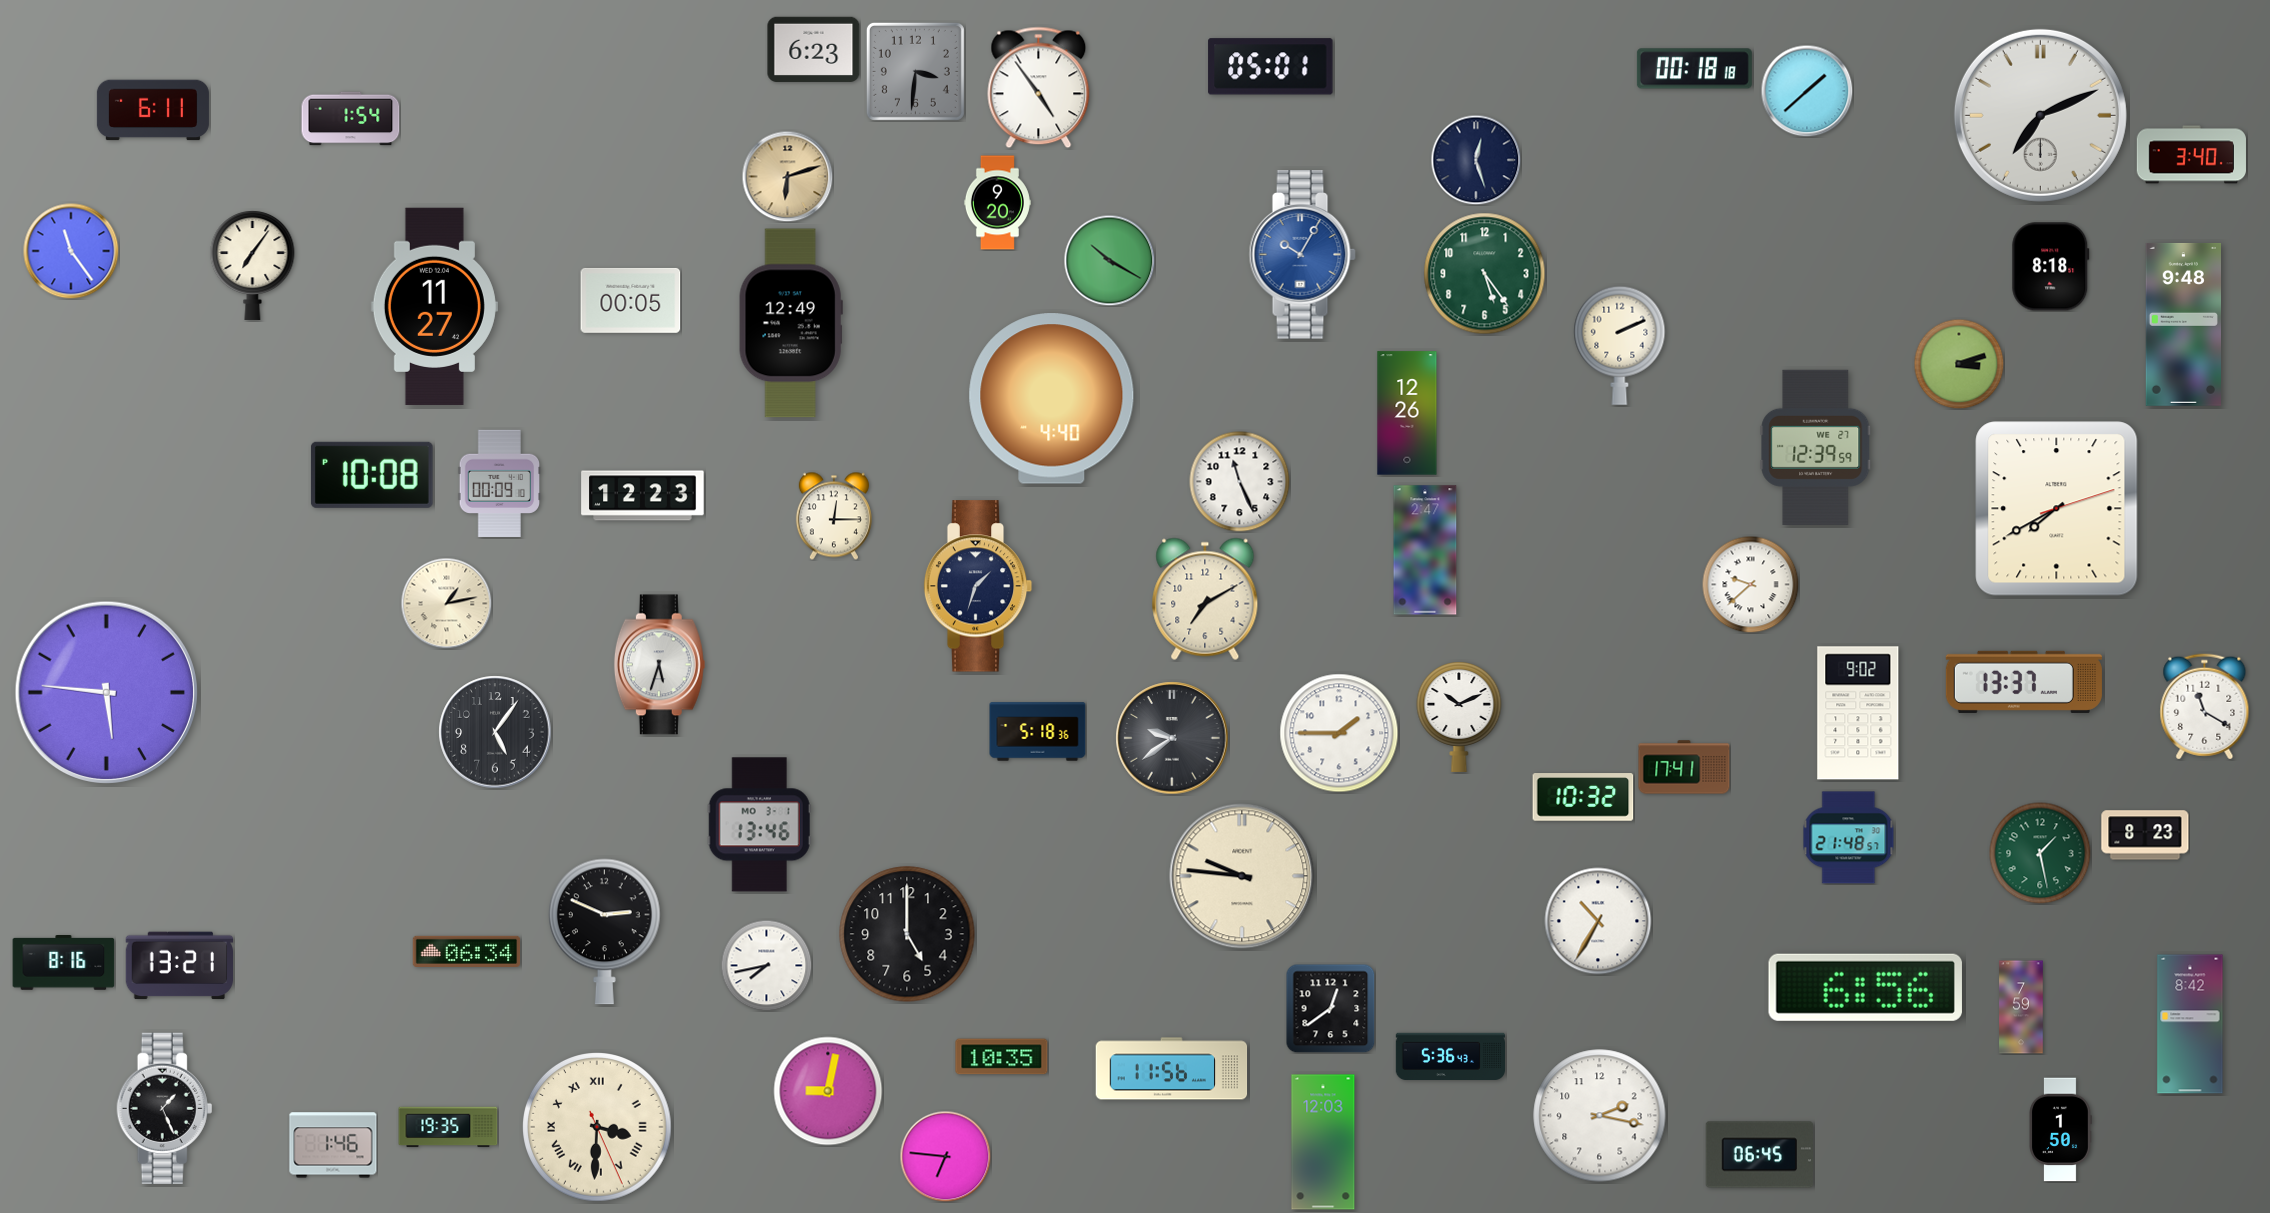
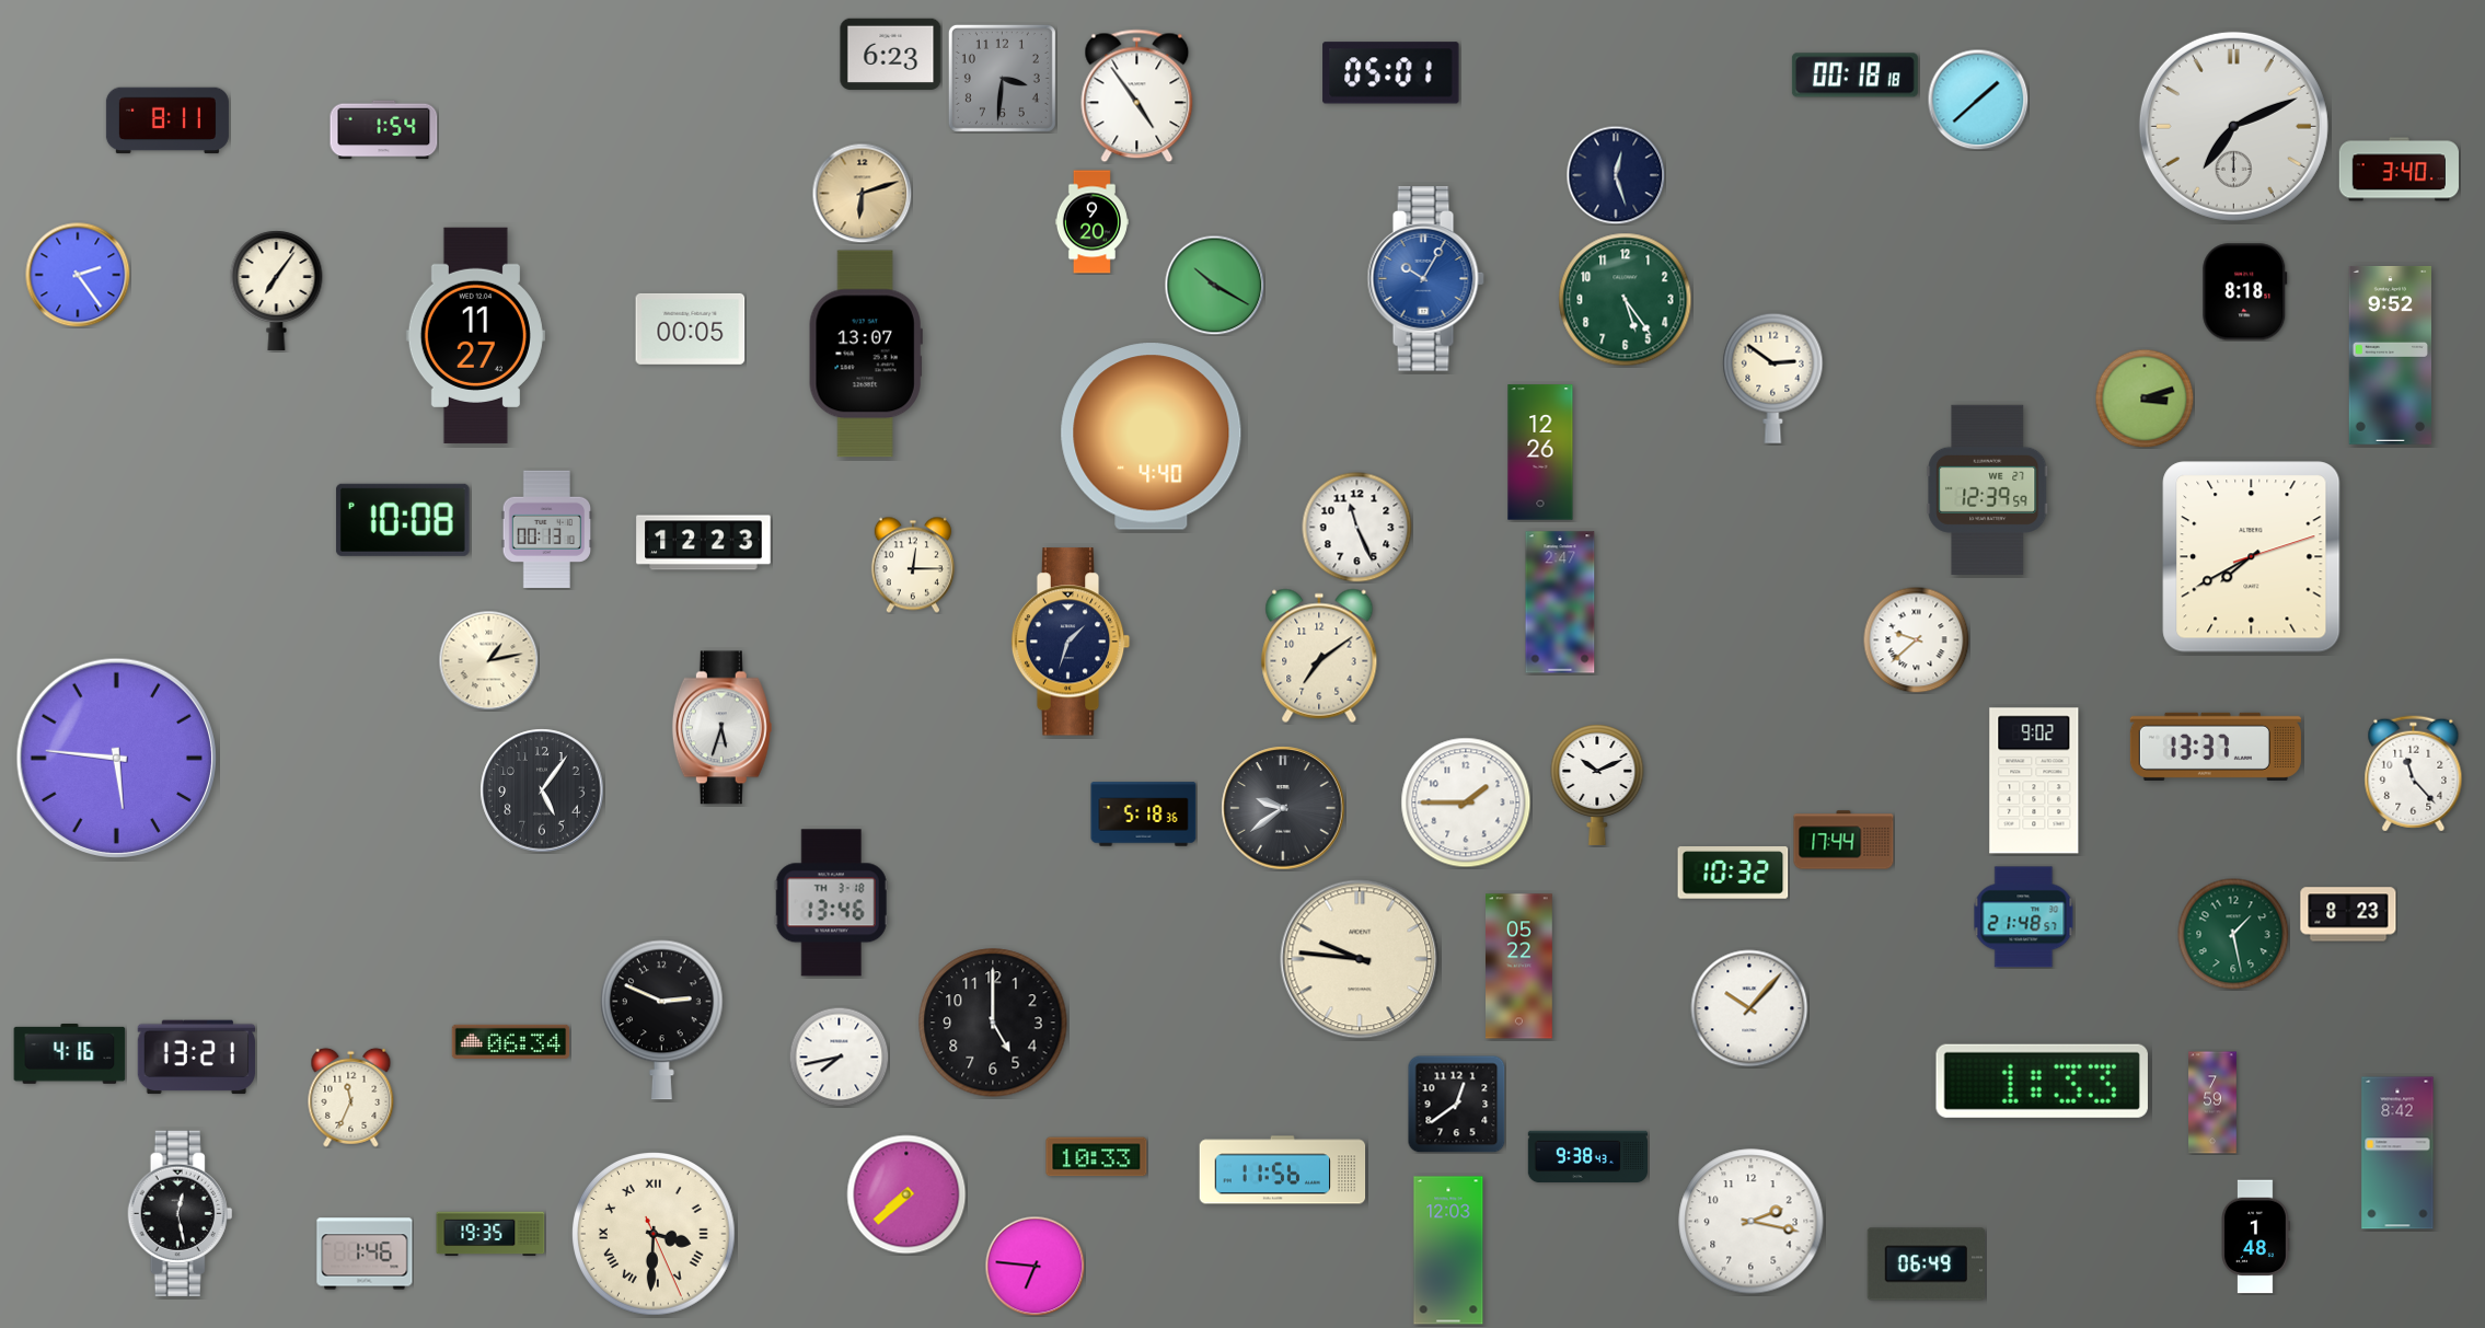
clock at (153, 110): 6:11 -> 8:11
clock at (71, 251): 11:24 -> 2:24
clock at (791, 323): 12:49 -> 13:07
clock at (2183, 324): 9:48 -> 9:52
clock at (1620, 345): 2:11 -> 2:51
clock at (372, 475) position: (372, 475) -> (403, 520)
clock at (500, 484): 00:09 -> 00:13
clock at (1205, 599): 7:10 -> 7:09
clock at (2205, 707): 11:20 -> 11:23
clock at (495, 732) position: (495, 732) -> (542, 790)
clock at (1038, 732) position: (1038, 732) -> (1144, 815)
clock at (1684, 767): 17:41 -> 17:44
clock at (759, 825) date: MO 3-1 -> TH 3-18
clock at (1519, 967): none -> 05:22
clock at (1598, 921): 10:35 -> 10:07
clock at (64, 963): 8:16 -> 4:16
clock at (1865, 987): 6:56 -> 1:33
clock at (351, 1097): none -> 11:34
clock at (2190, 1024) position: (2190, 1024) -> (2397, 1153)
clock at (1002, 1057): 10:35 -> 10:33
clock at (1450, 1057): 5:36 -> 9:38
clock at (828, 1091): 9:02 -> 7:38
clock at (165, 1108): 1:26 -> 12:28
clock at (2060, 1130): 1:50 -> 1:48
clock at (1759, 1155): 06:45 -> 06:49
